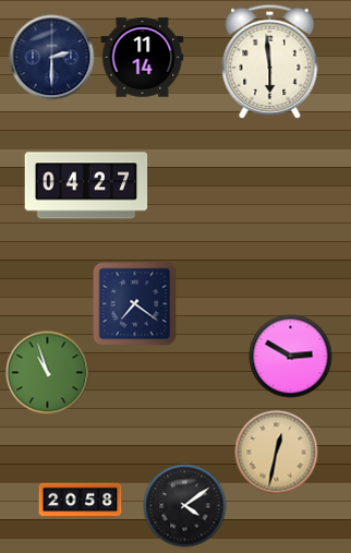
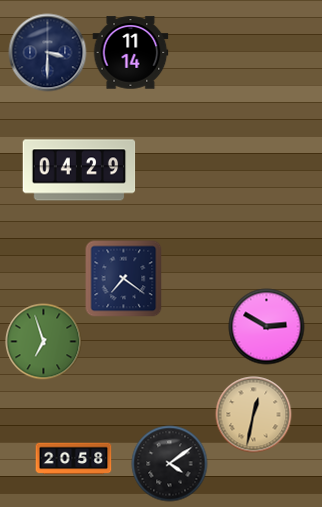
clock at (52, 58): 2:30 -> 3:30
clock at (270, 61): 5:59 -> none
clock at (86, 185): 04:27 -> 04:29
clock at (48, 373): 10:57 -> 6:57
